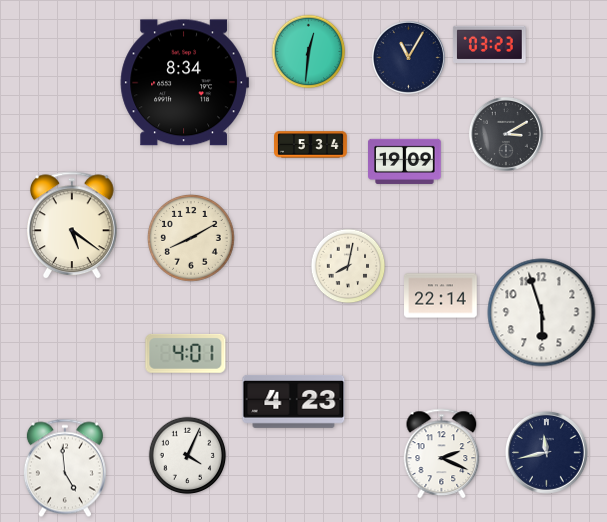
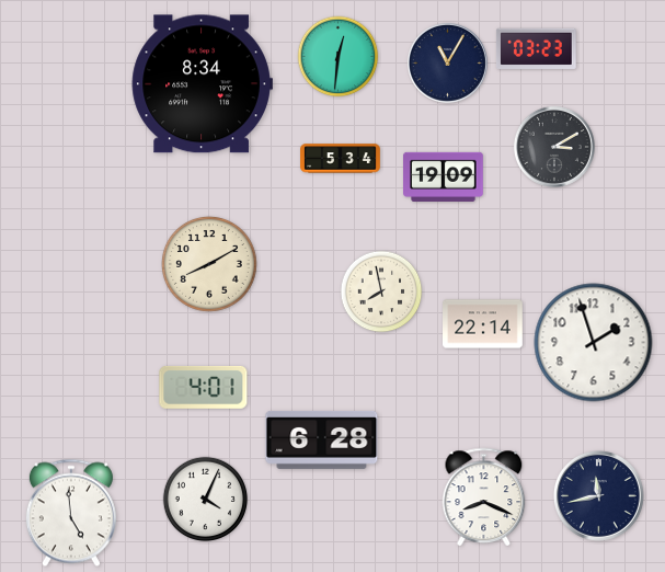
clock at (184, 83) position: (184, 83) -> (202, 84)
clock at (73, 226): 5:21 -> none
clock at (192, 238) position: (192, 238) -> (210, 264)
clock at (348, 266): 8:02 -> 7:58
clock at (542, 313): 5:57 -> 1:57
clock at (294, 401): 4:23 -> 6:28
clock at (442, 453): 2:19 -> 8:19
